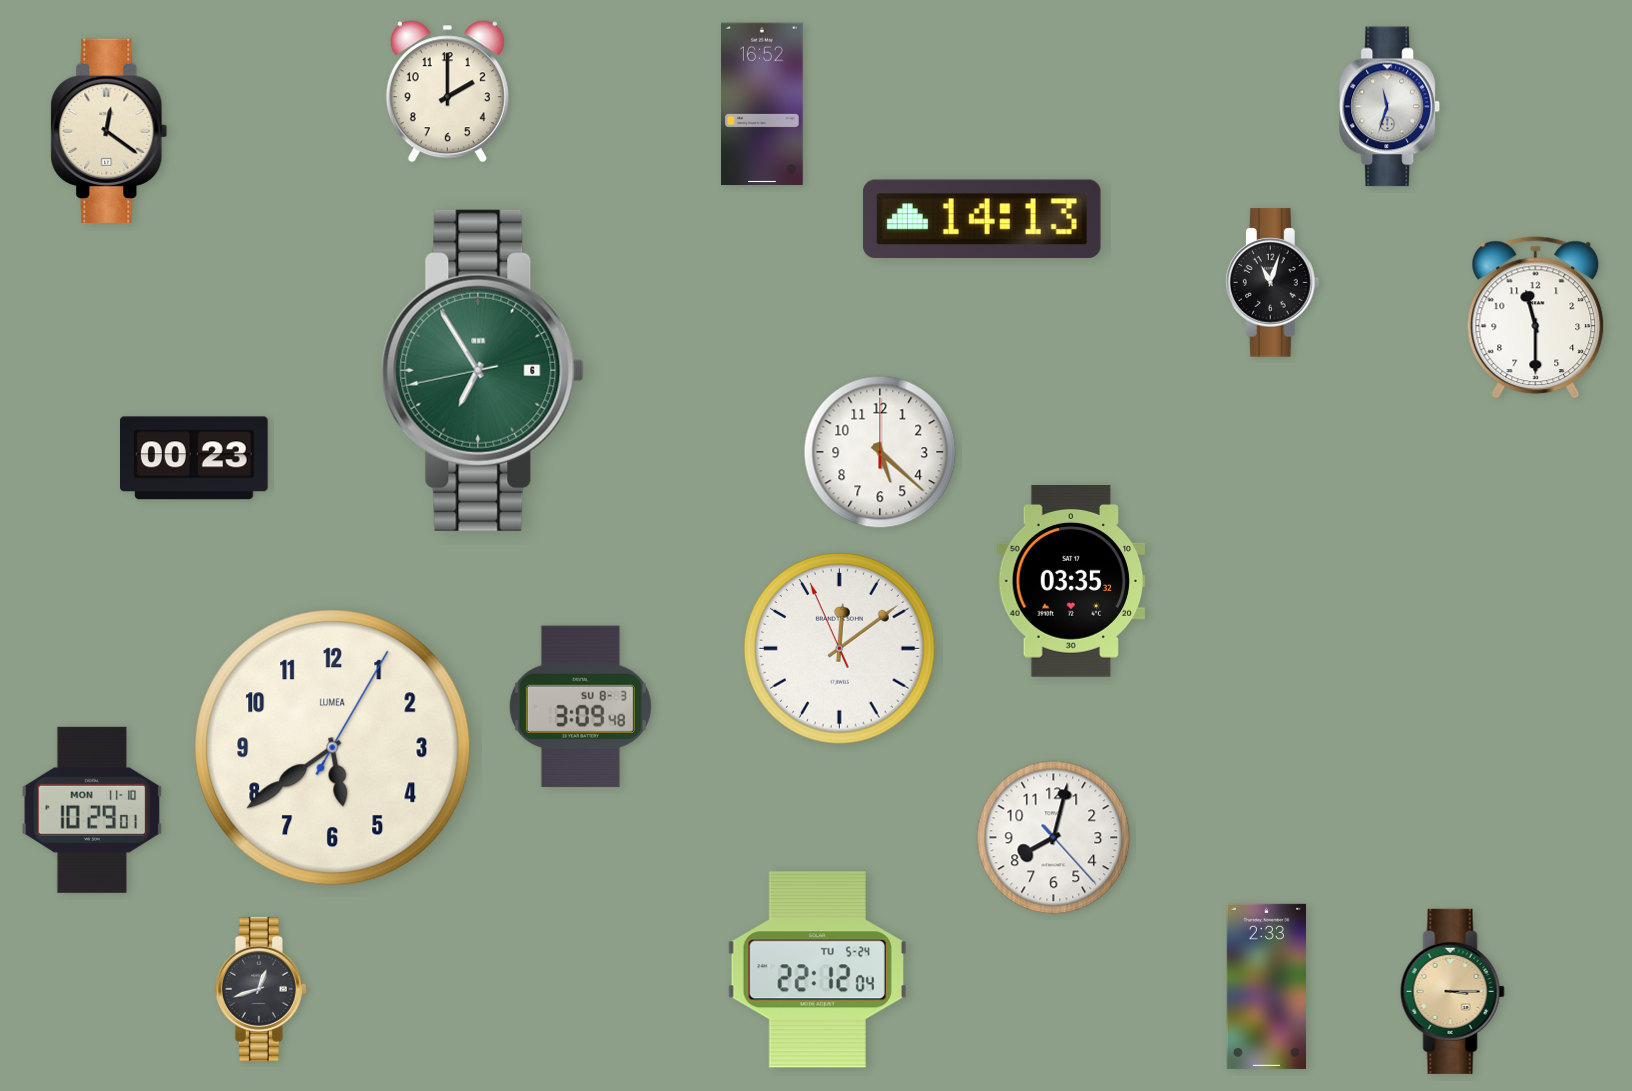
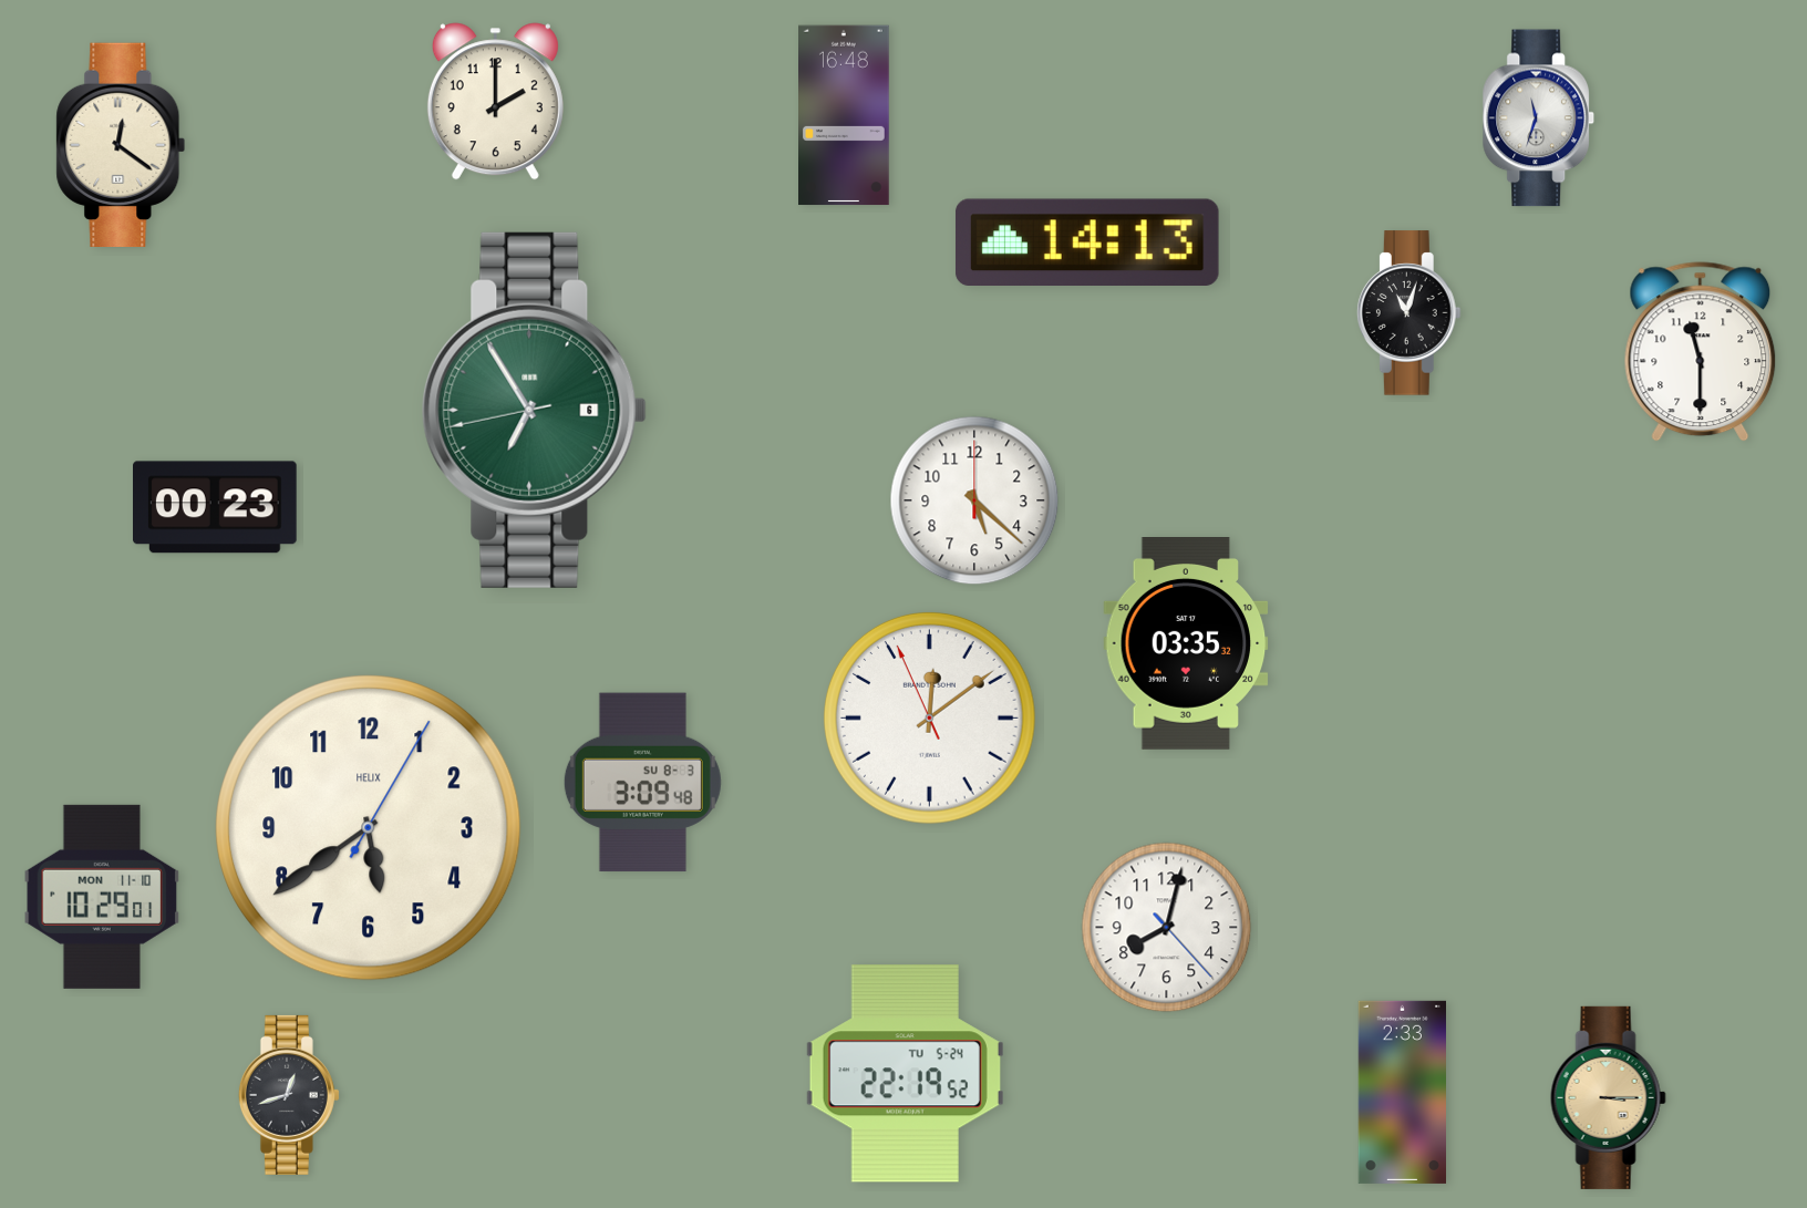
clock at (763, 104): 16:52 -> 16:48
clock at (333, 748) brand: LUMEA -> HELIX
clock at (817, 970): 22:12 -> 22:19
